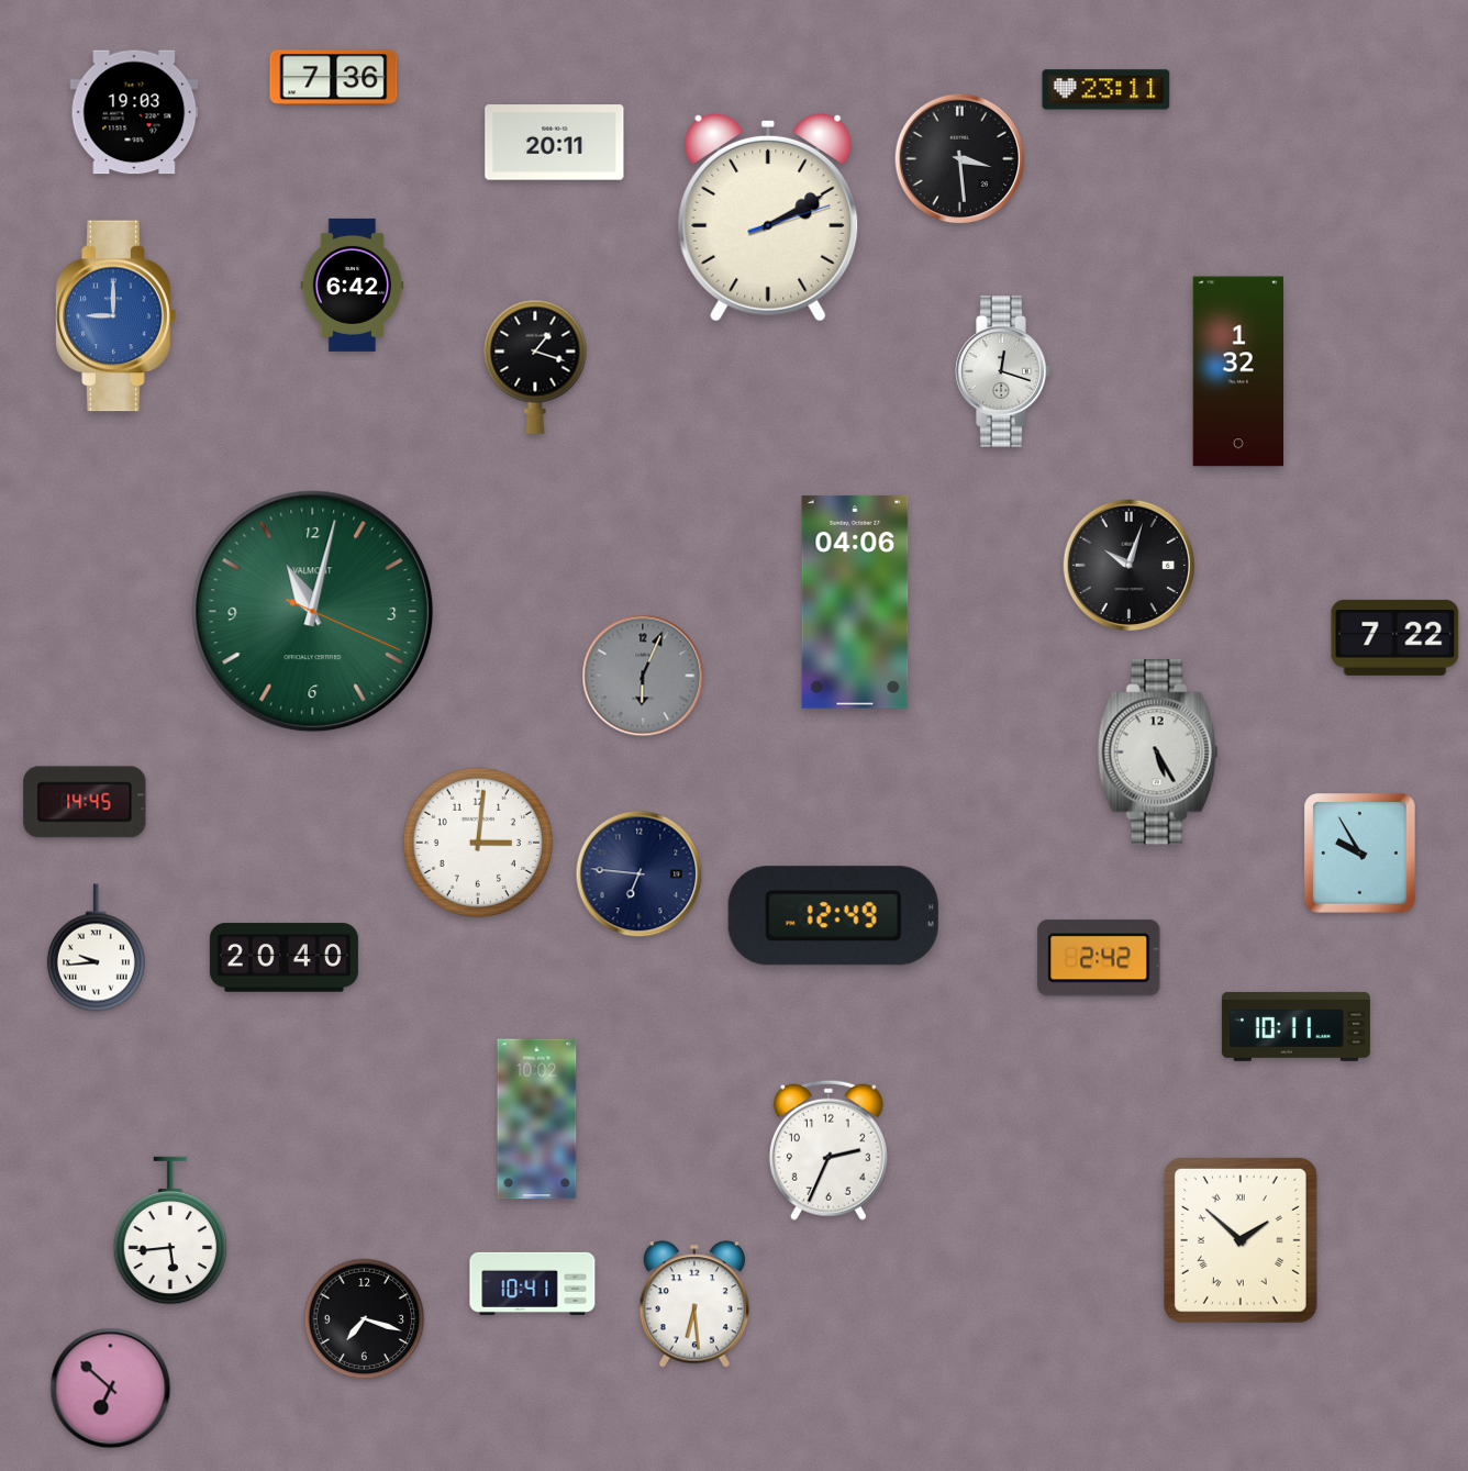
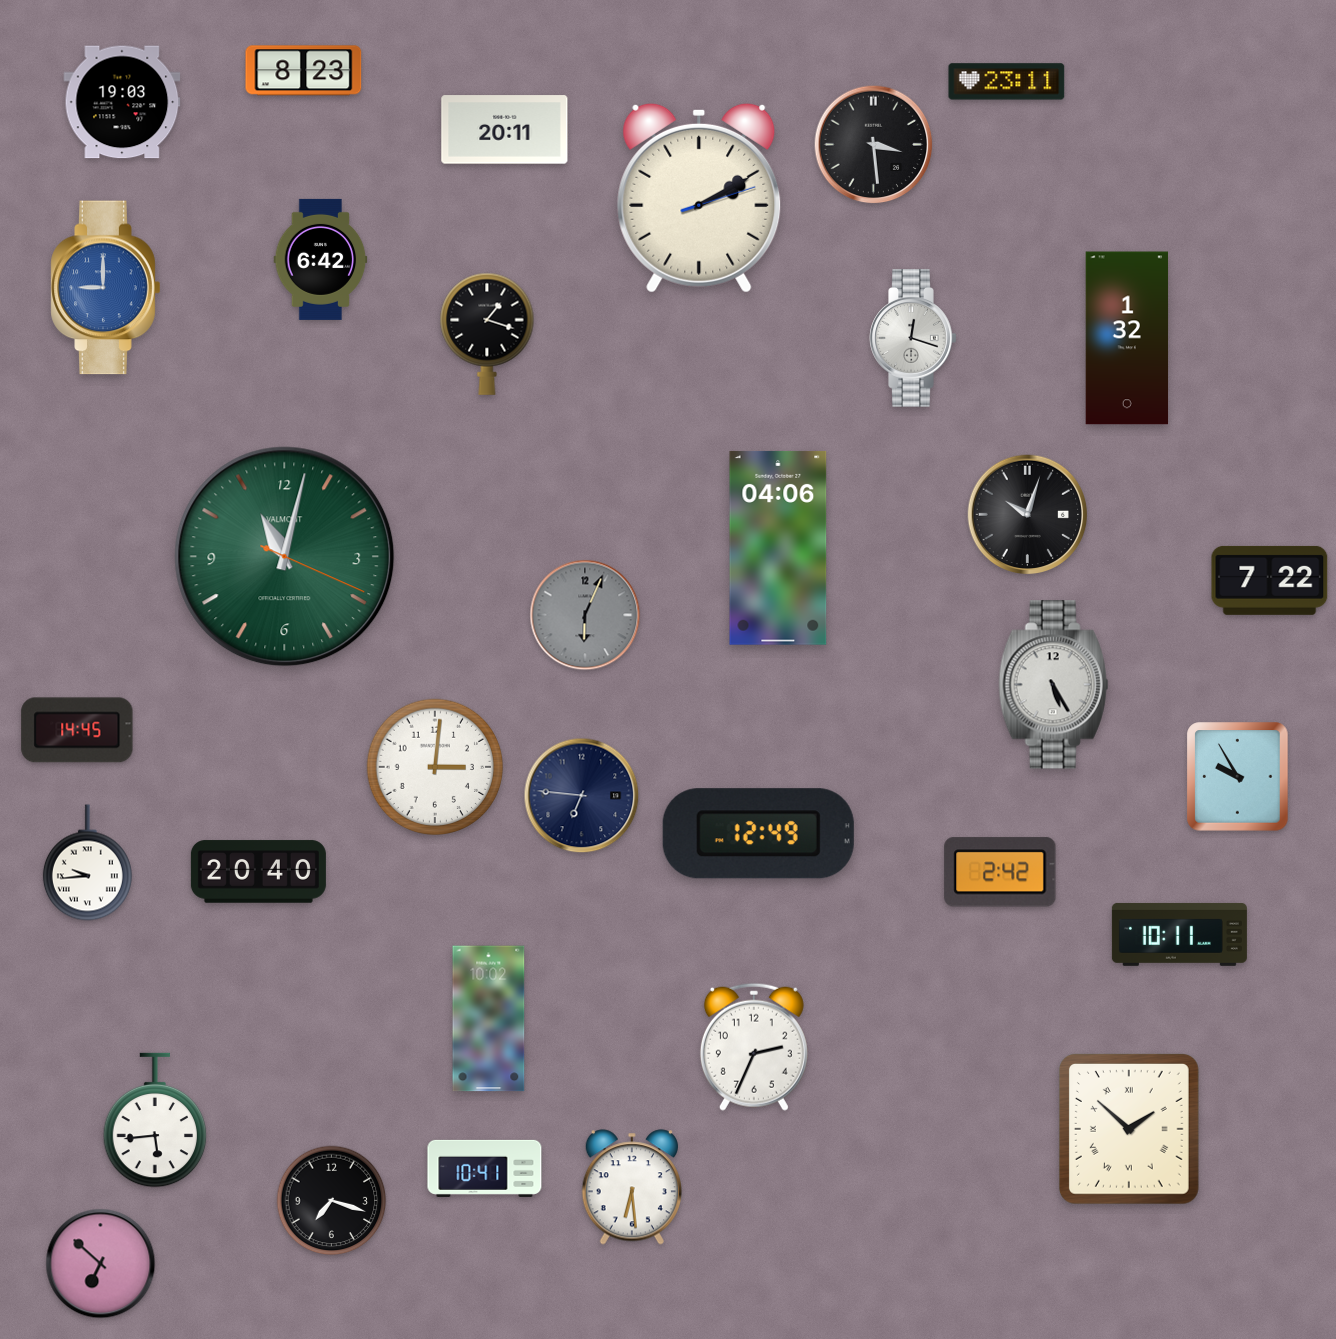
clock at (334, 78): 7:36 -> 8:23
